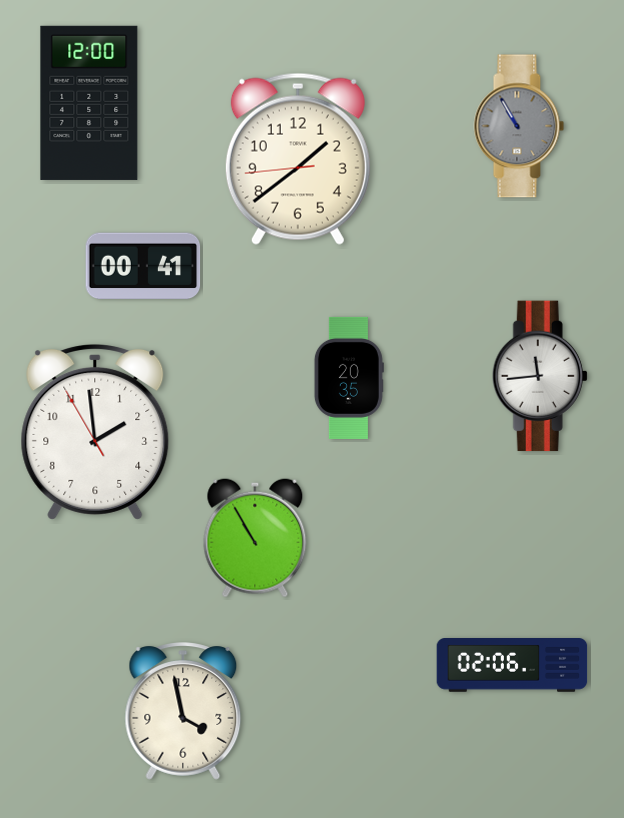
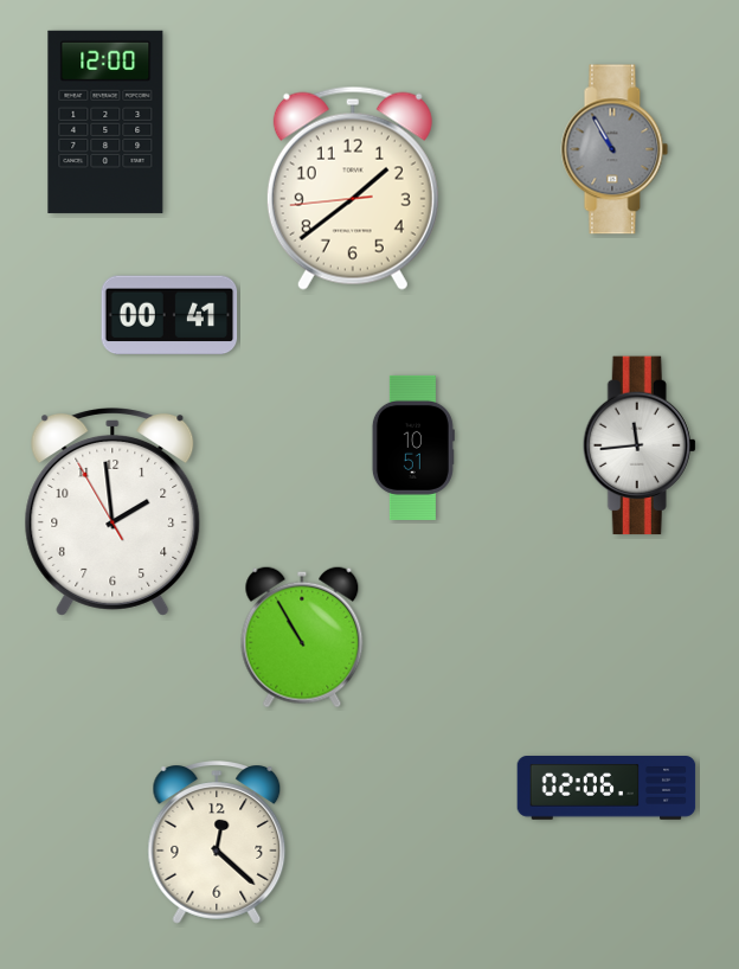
clock at (349, 378): 20:35 -> 10:51
clock at (183, 711): 3:58 -> 12:22
